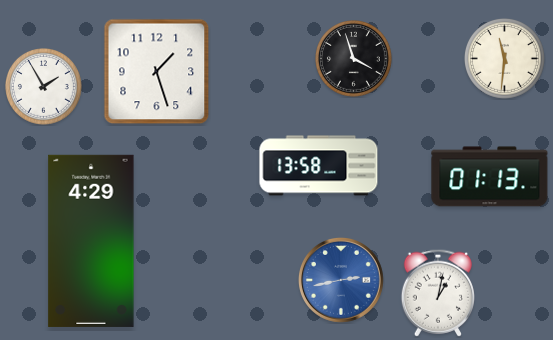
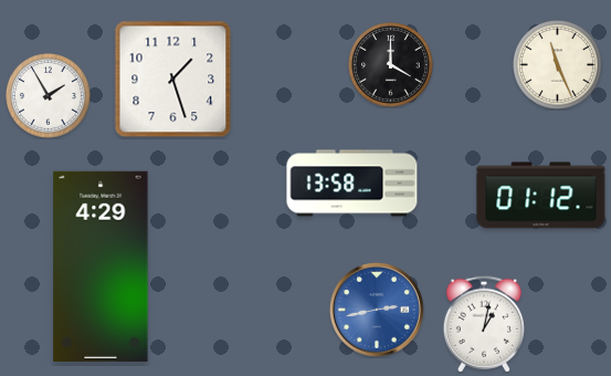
clock at (504, 58): 11:31 -> 11:26
clock at (354, 59): 3:57 -> 4:00
clock at (490, 177): 01:13 -> 01:12
